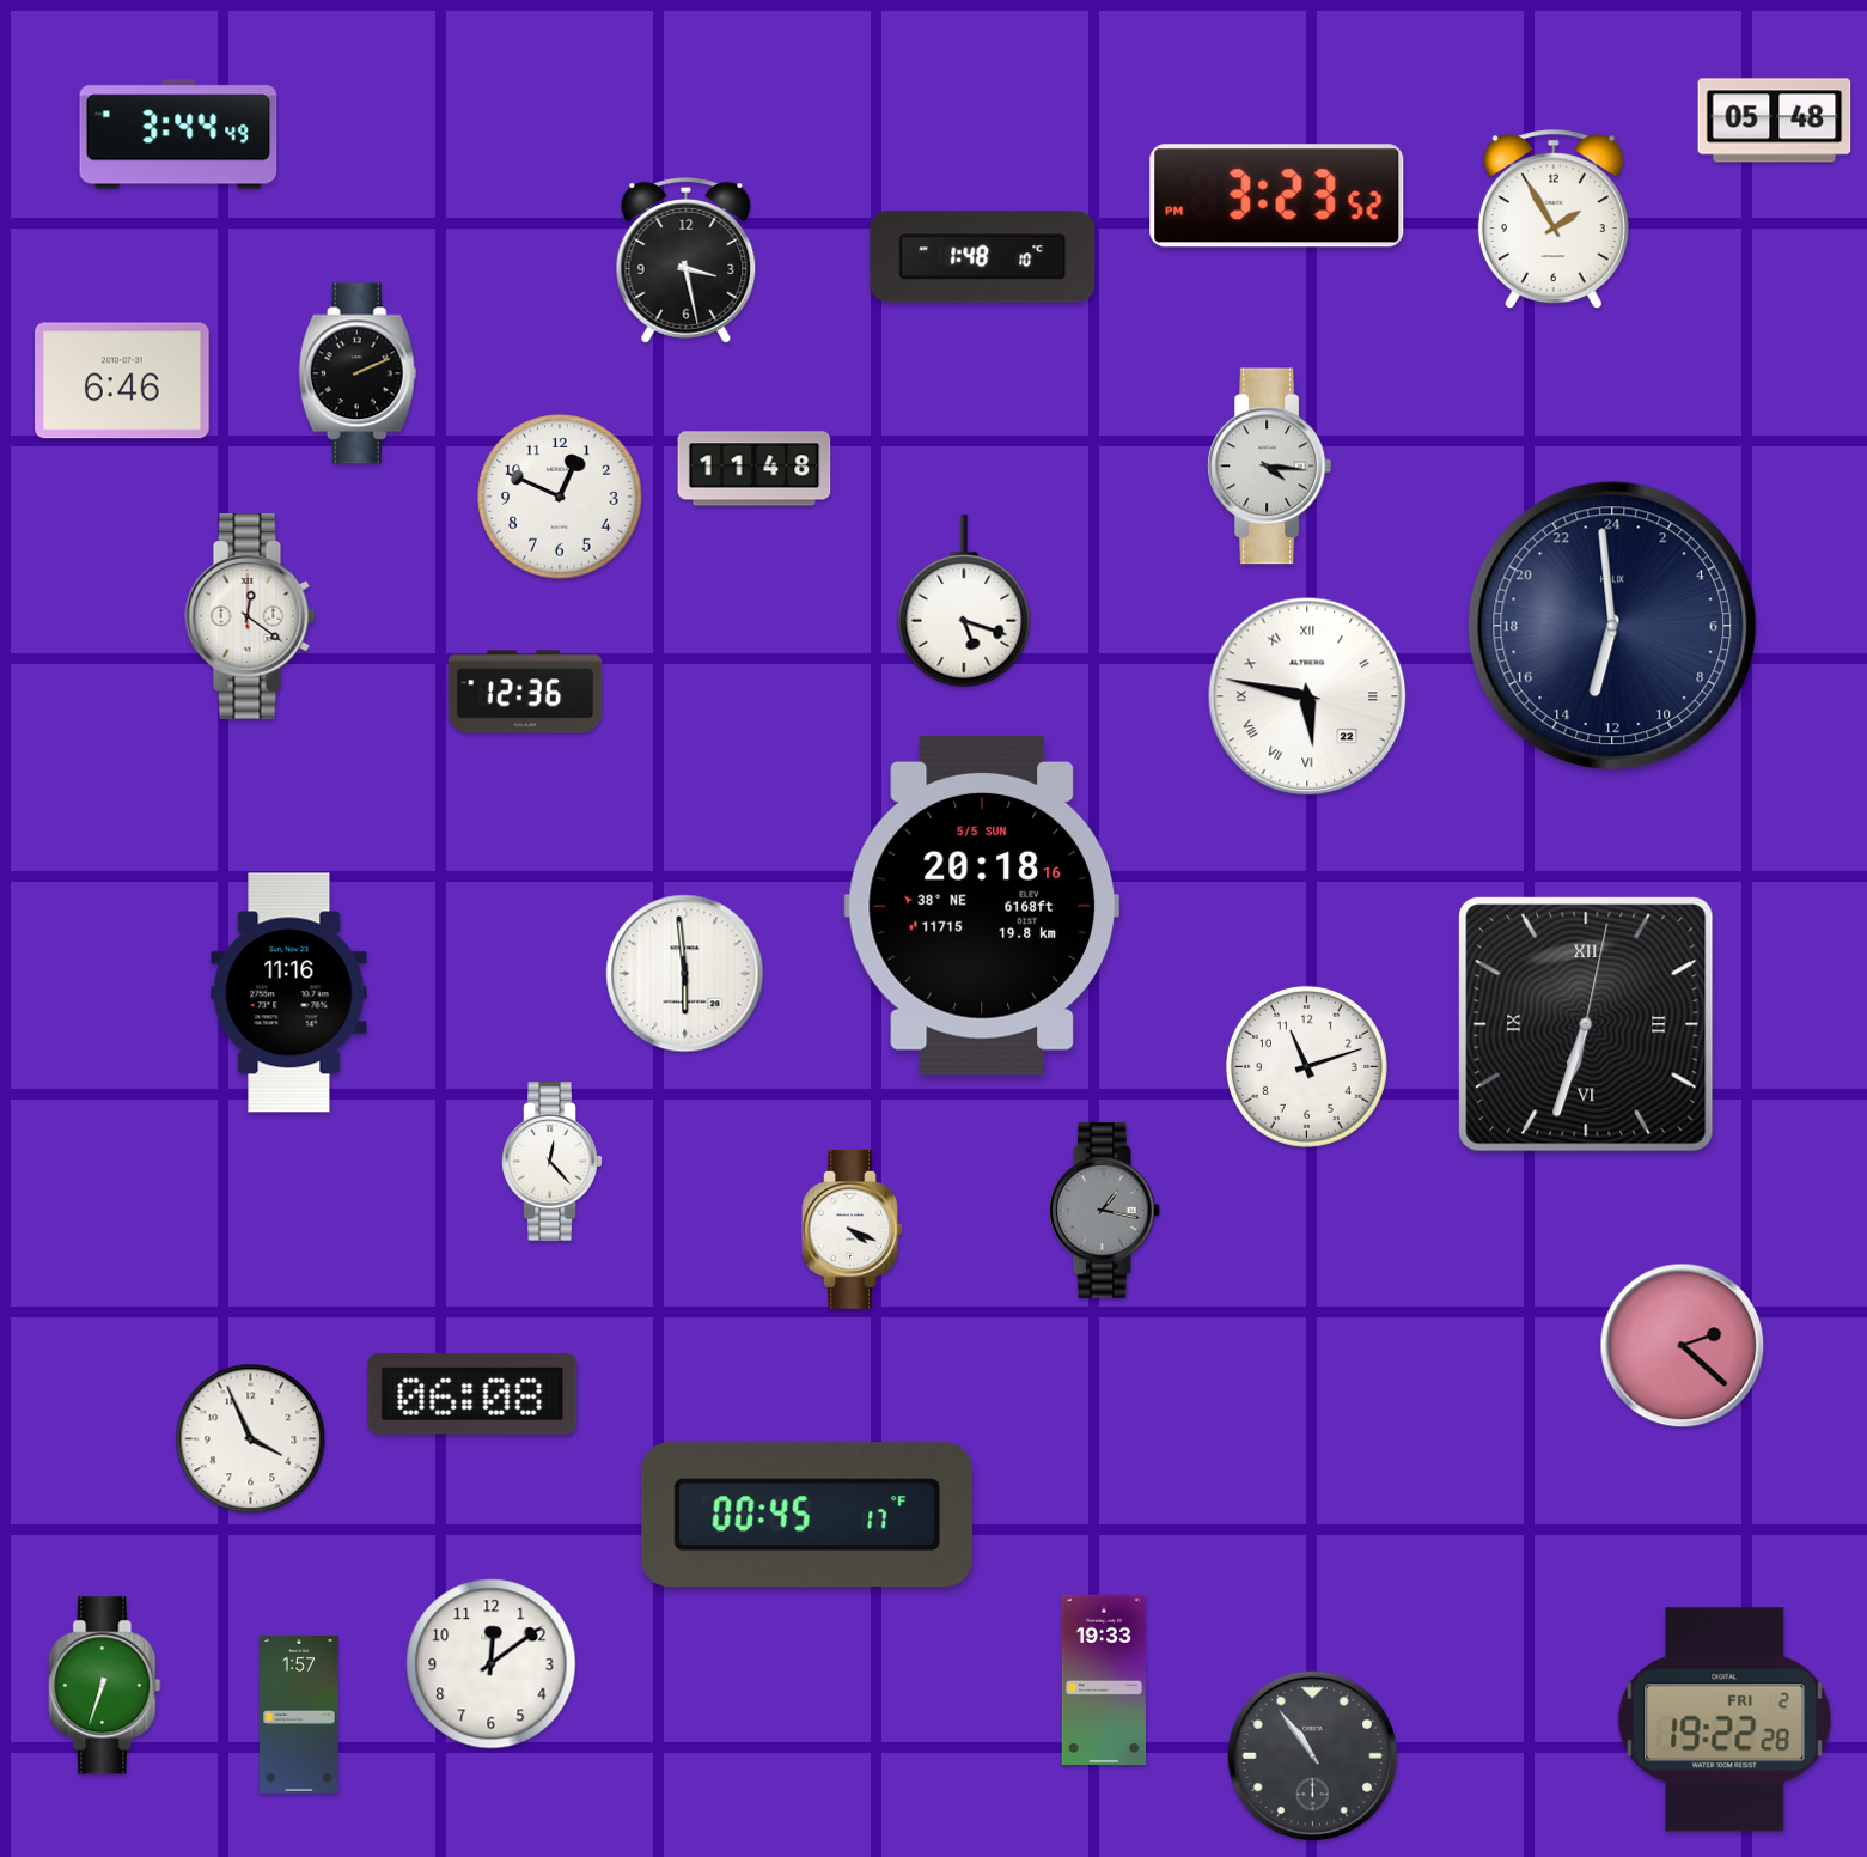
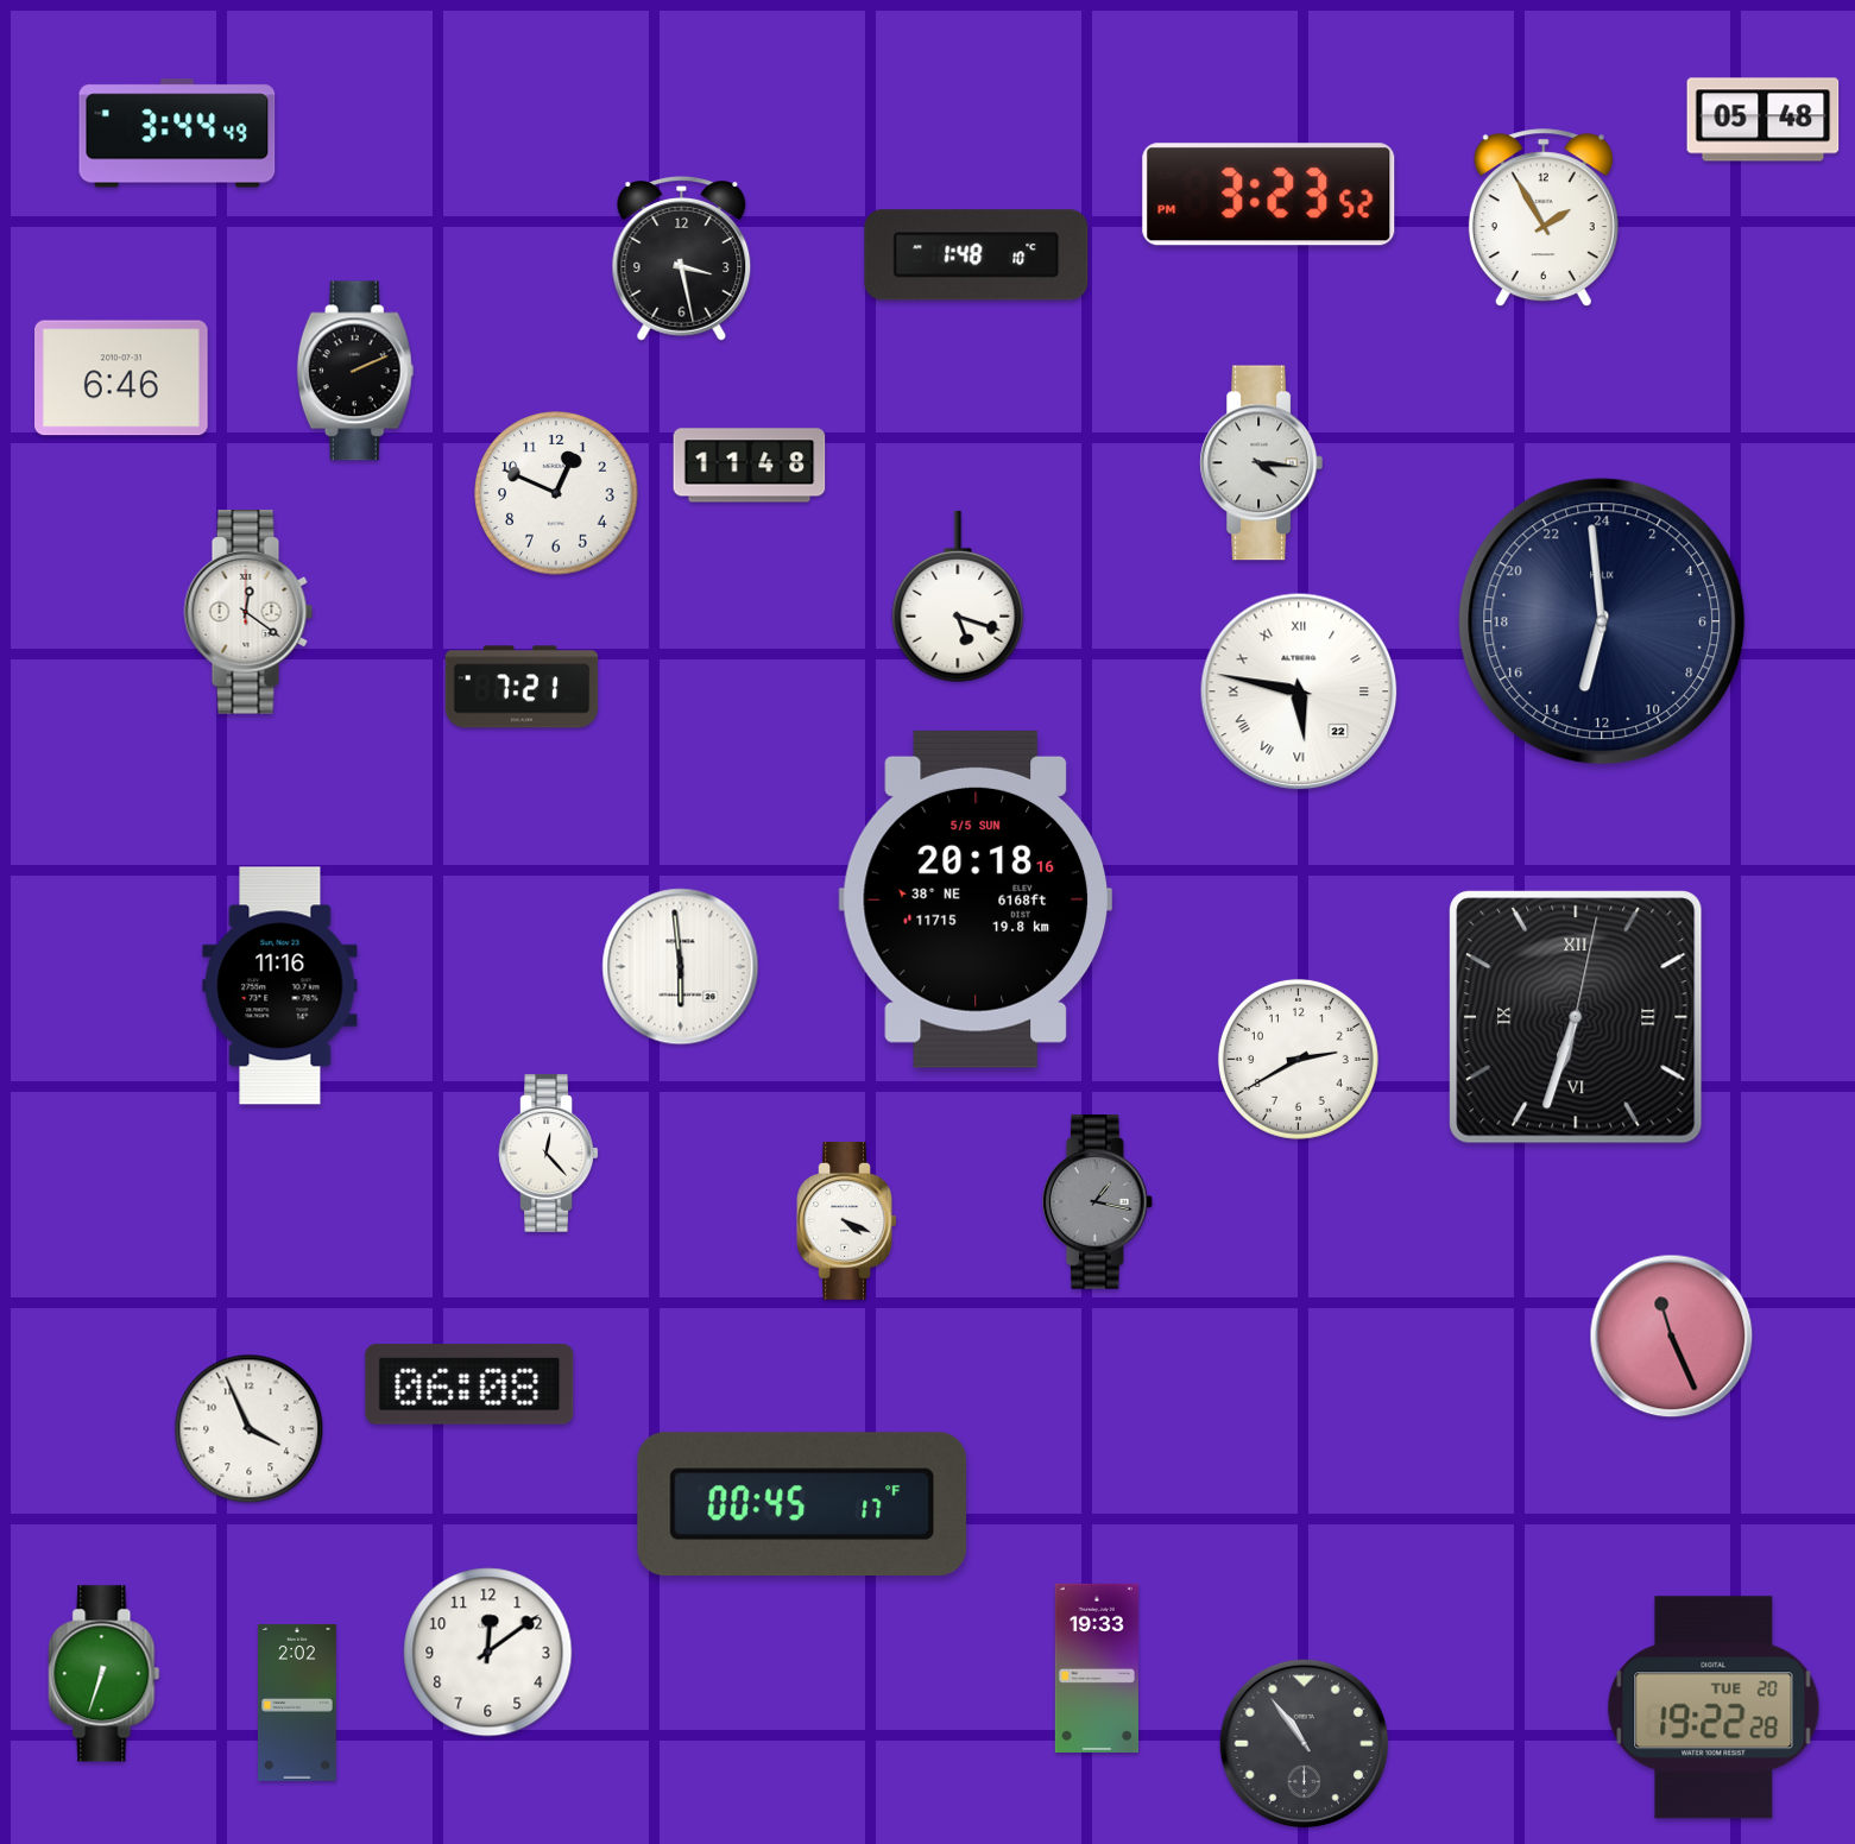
clock at (525, 692): 12:36 -> 7:21
clock at (289, 993) position: (289, 993) -> (280, 986)
clock at (1306, 1066): 11:12 -> 2:40
clock at (1683, 1346): 2:22 -> 11:26
clock at (299, 1715): 1:57 -> 2:02
clock at (1725, 1719) date: FRI 2 -> TUE 20
